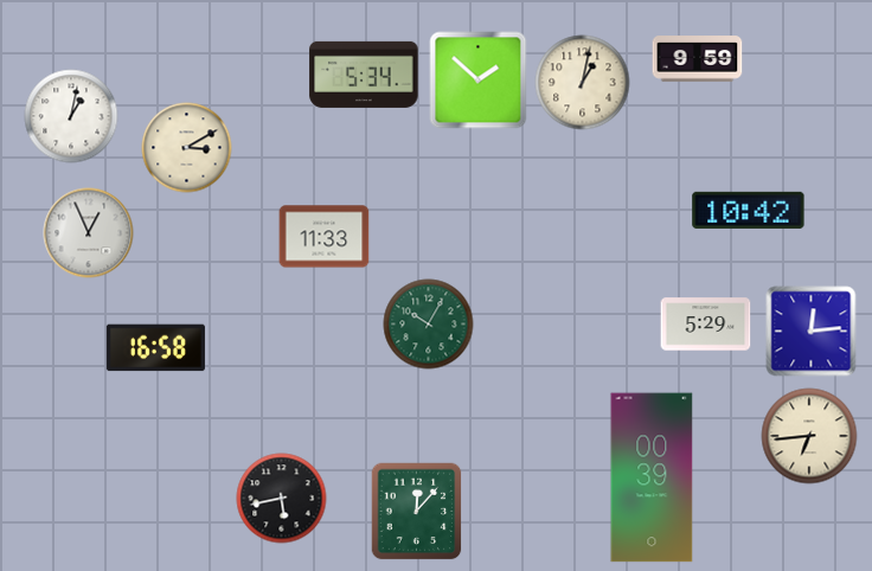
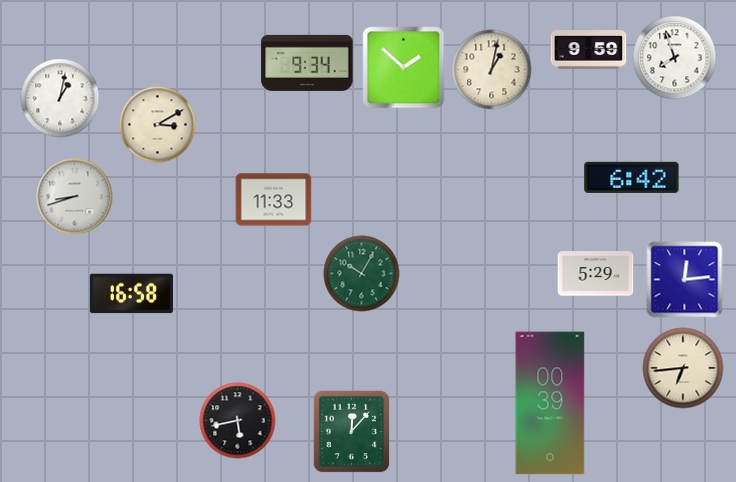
clock at (675, 58): none -> 7:57
clock at (364, 75): 5:34 -> 9:34
clock at (749, 210): 10:42 -> 6:42
clock at (89, 233): 12:56 -> 8:42
